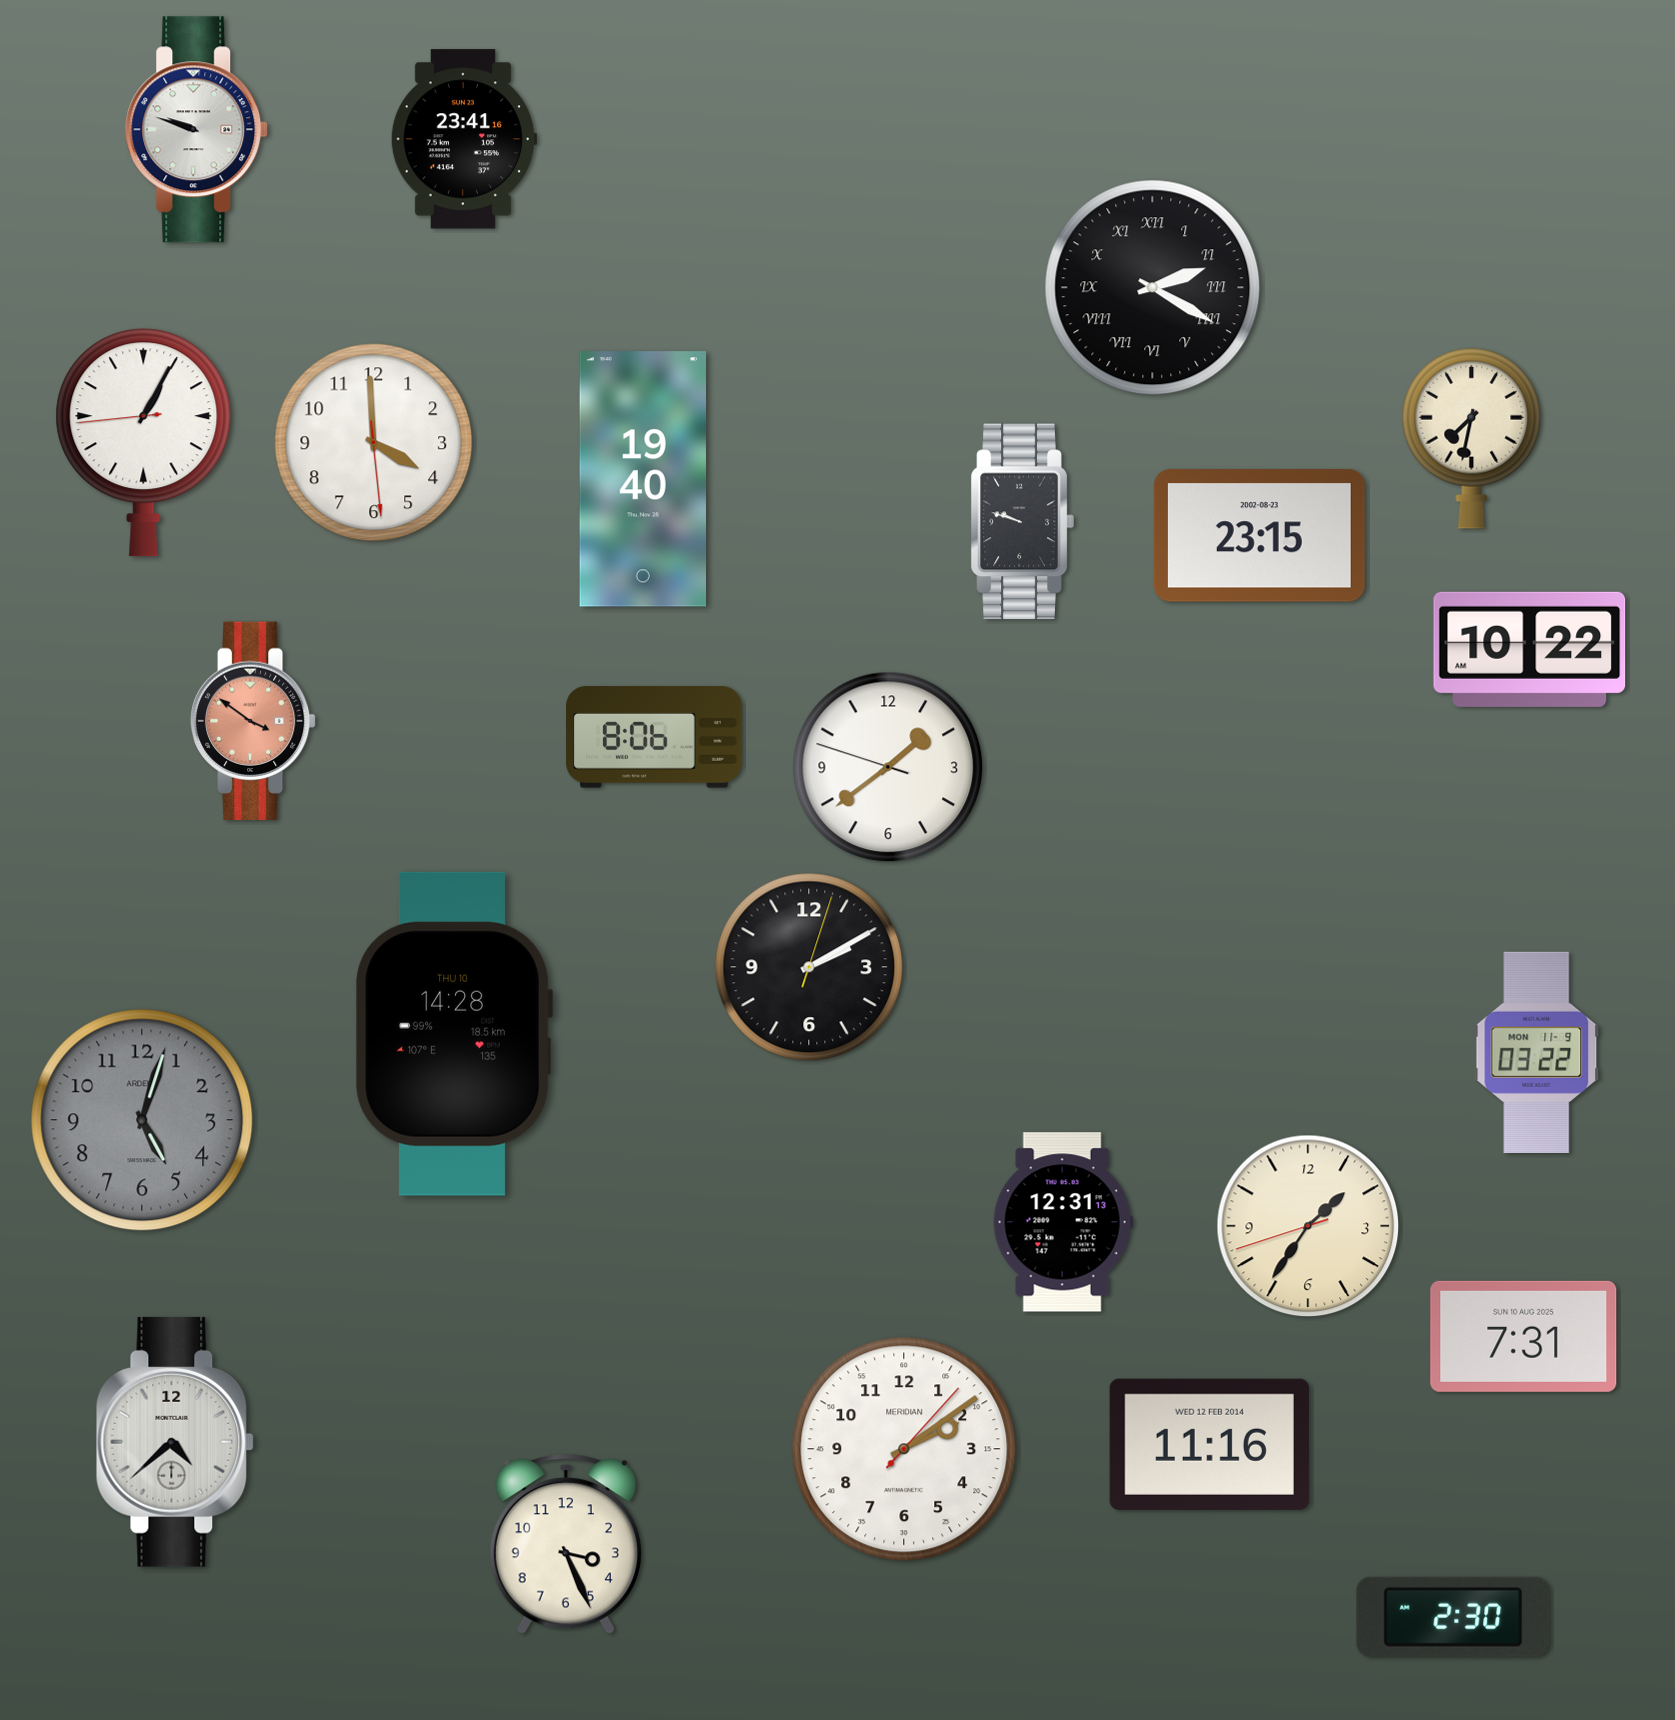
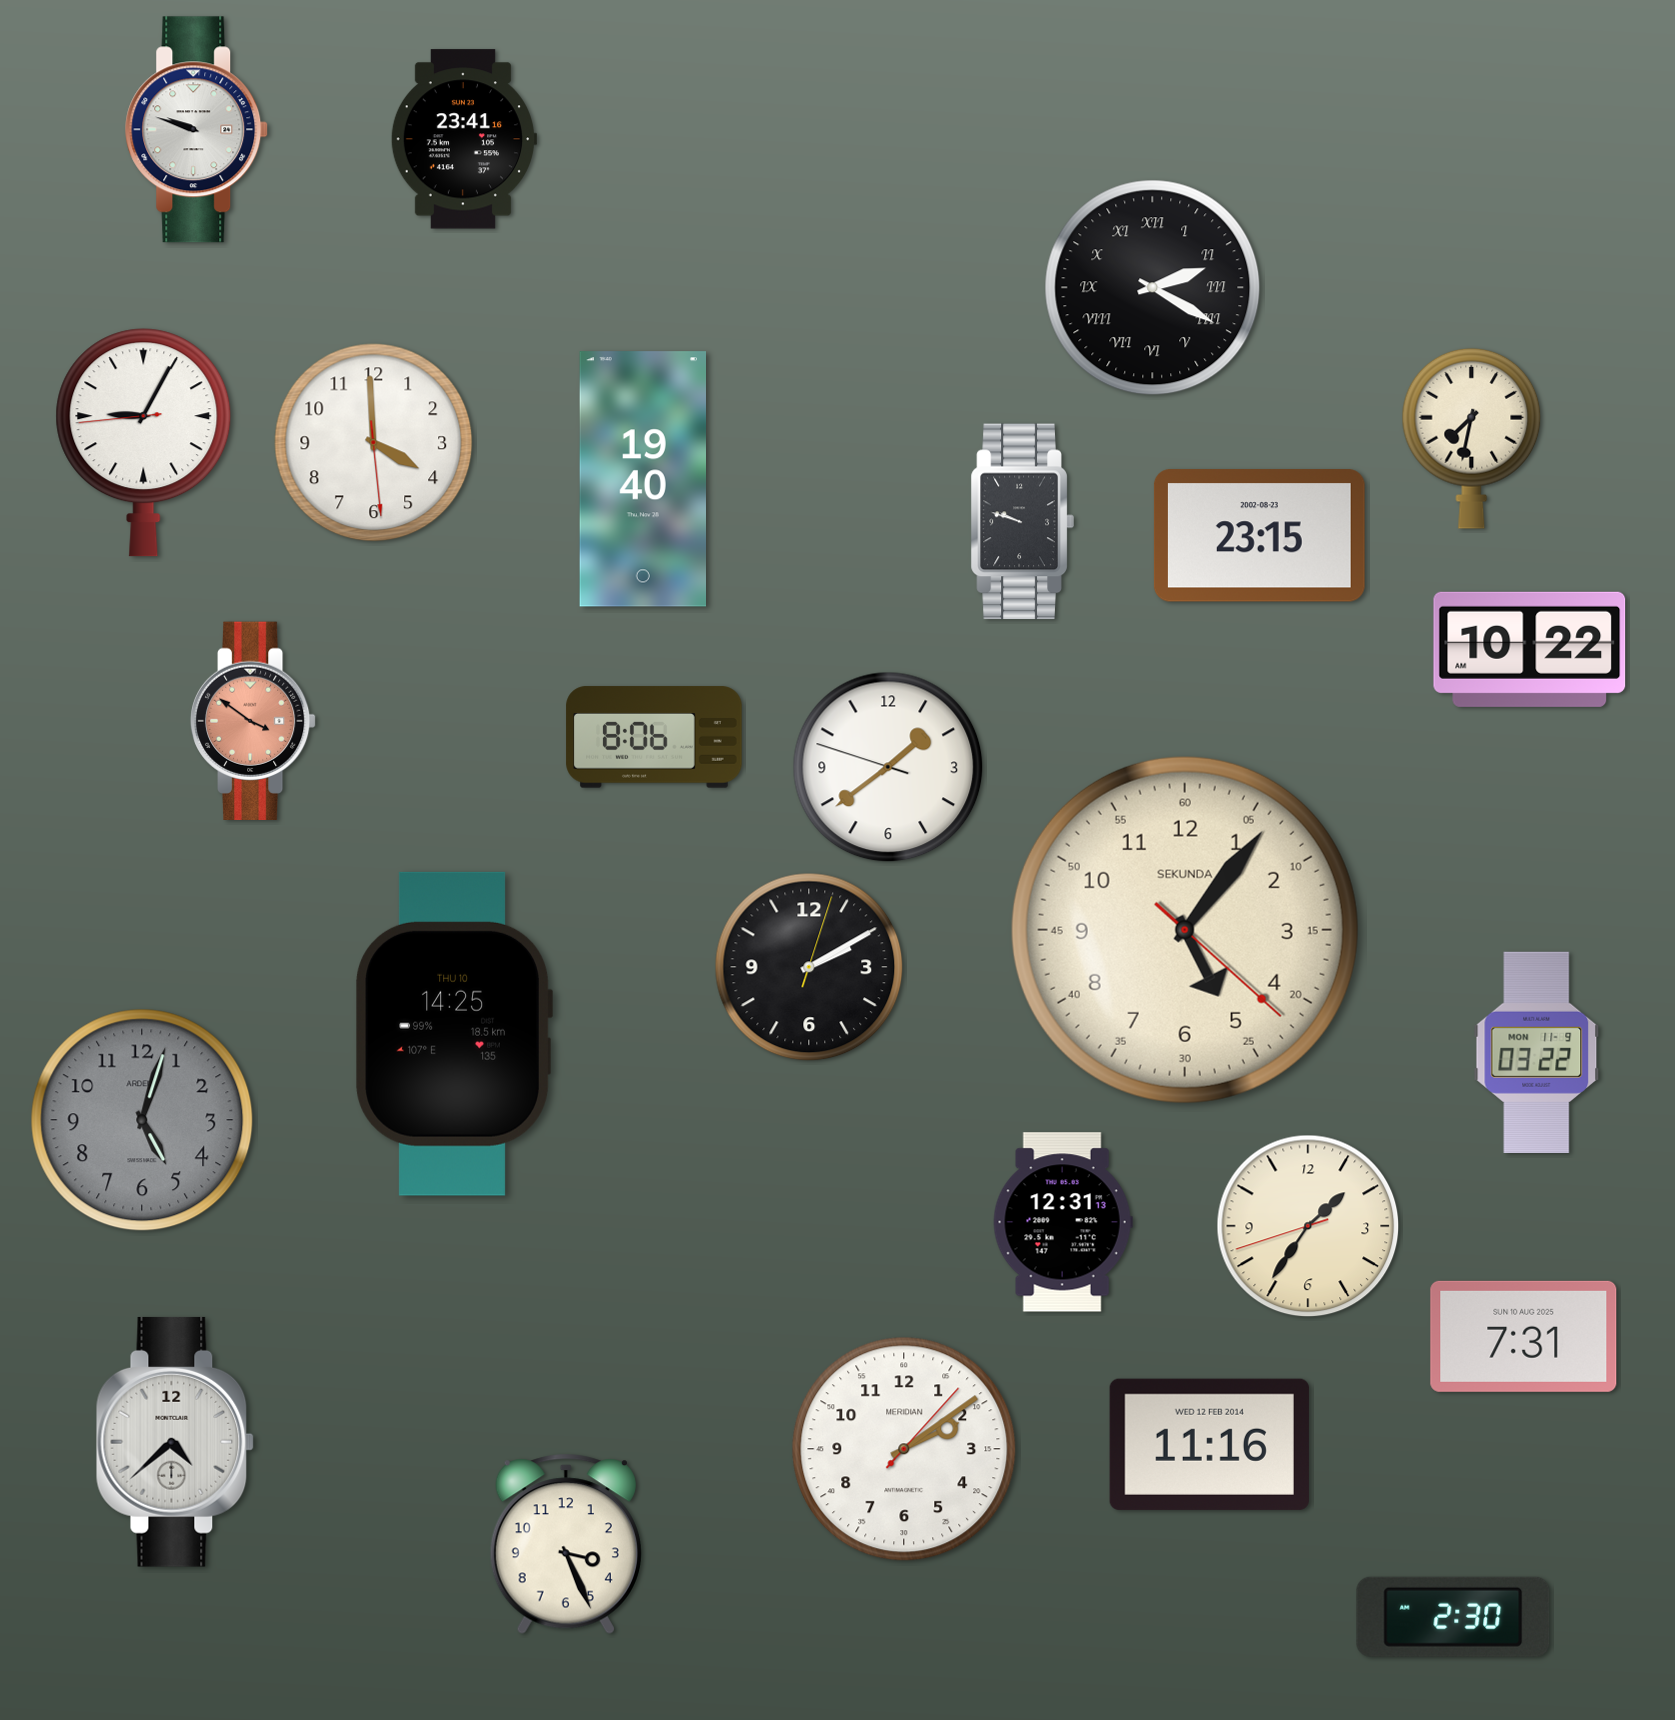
clock at (144, 443): 1:04 -> 9:04
clock at (1185, 930): none -> 5:06
clock at (454, 1034): 14:28 -> 14:25
